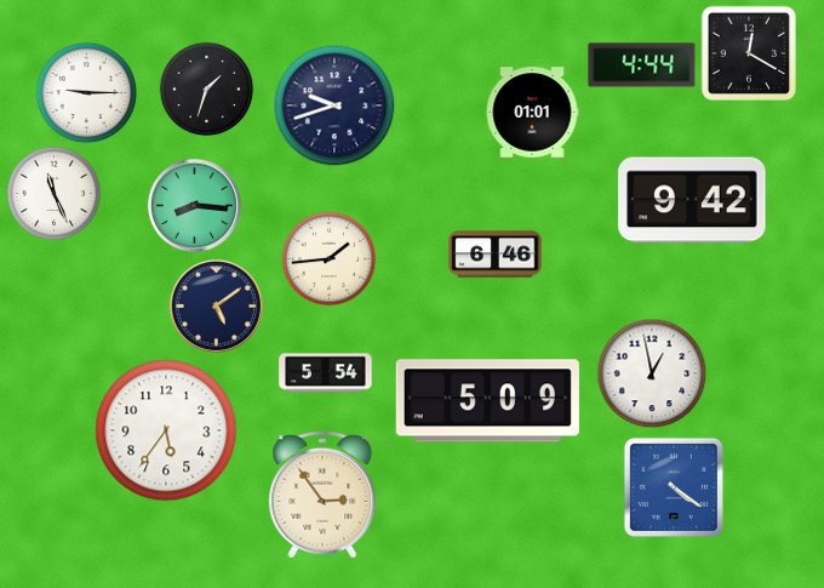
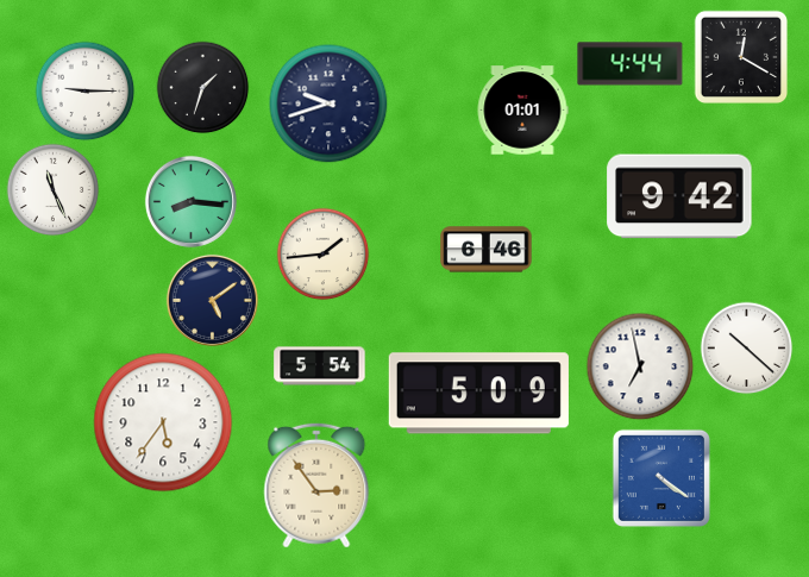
clock at (748, 52) position: (748, 52) -> (740, 56)
clock at (746, 347): none -> 10:22
clock at (652, 373): 12:58 -> 6:58
